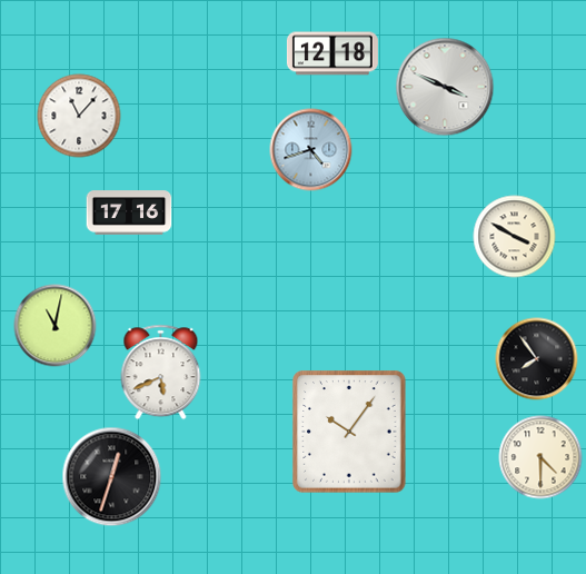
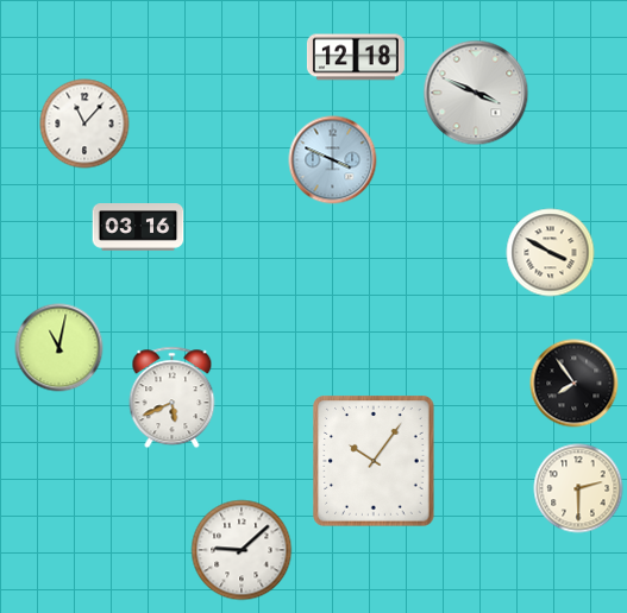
clock at (311, 150): 4:42 -> 3:49
clock at (129, 212): 17:16 -> 03:16
clock at (540, 457): 4:30 -> 2:30
clock at (112, 477): 12:33 -> none
clock at (242, 550): none -> 9:08
